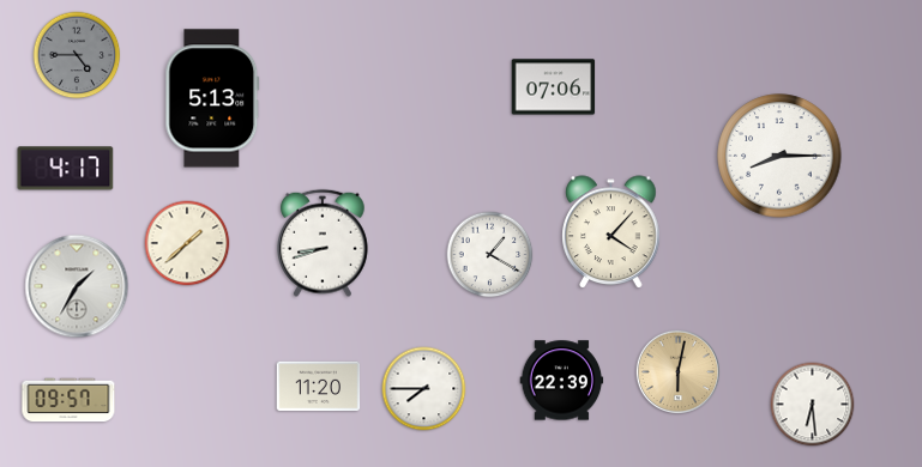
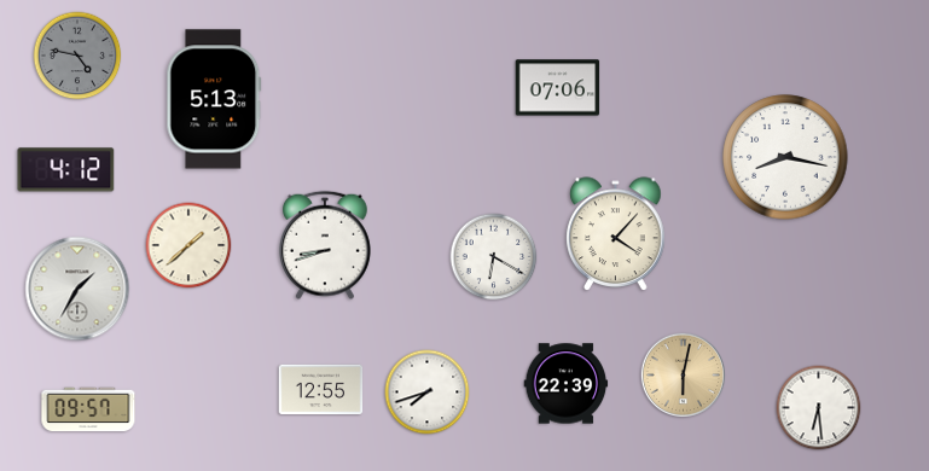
clock at (77, 55): 4:45 -> 4:47
clock at (779, 156): 8:15 -> 8:17
clock at (66, 169): 4:17 -> 4:12
clock at (490, 255): 1:20 -> 6:20
clock at (319, 387): 11:20 -> 12:55
clock at (424, 389): 7:45 -> 7:42
clock at (68, 400) position: (68, 400) -> (88, 409)
